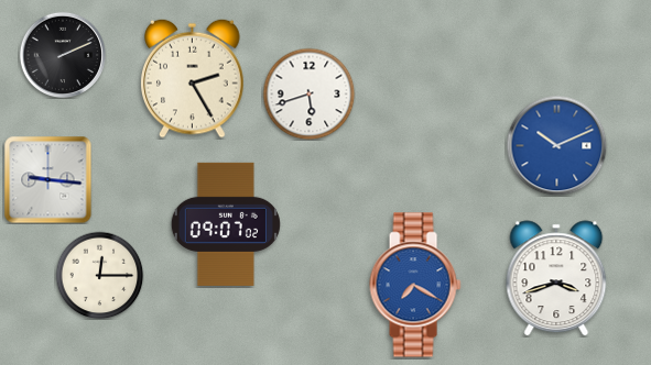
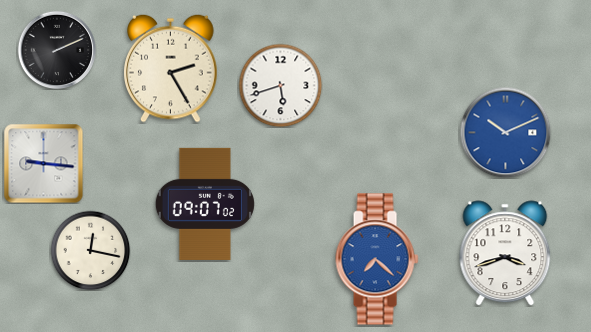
clock at (193, 78) position: (193, 78) -> (171, 68)
clock at (99, 275): 12:15 -> 12:17
clock at (415, 285): 7:20 -> 7:22
